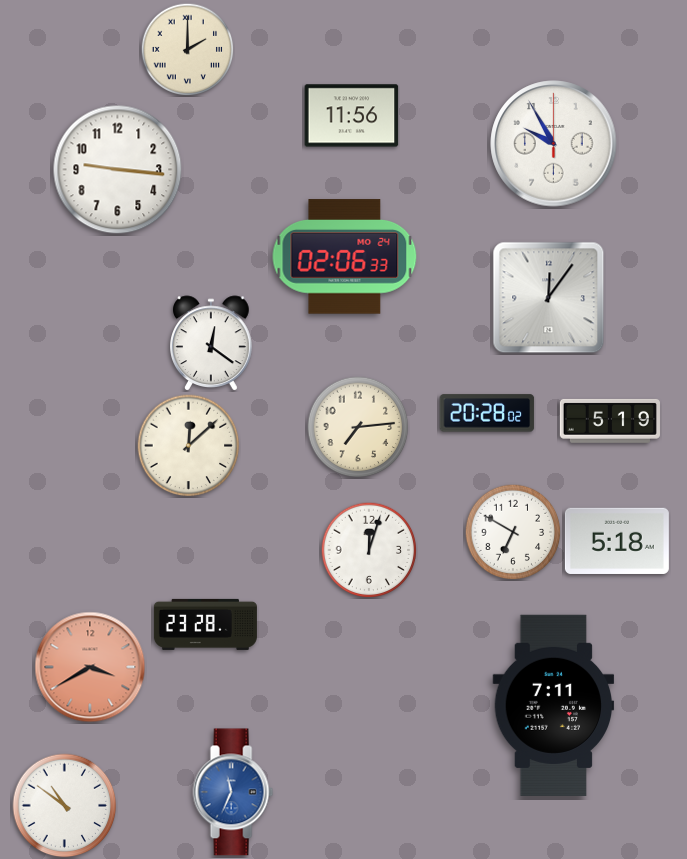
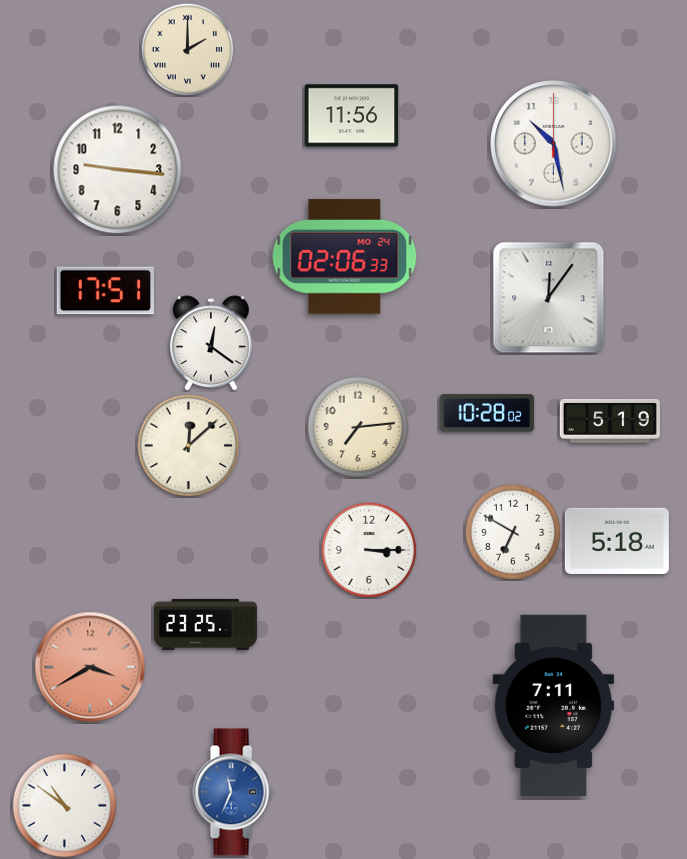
clock at (554, 144): 9:55 -> 10:28
clock at (106, 291): none -> 17:51
clock at (487, 413): 20:28 -> 10:28
clock at (369, 550): 12:03 -> 3:15
clock at (205, 624): 23:28 -> 23:25
